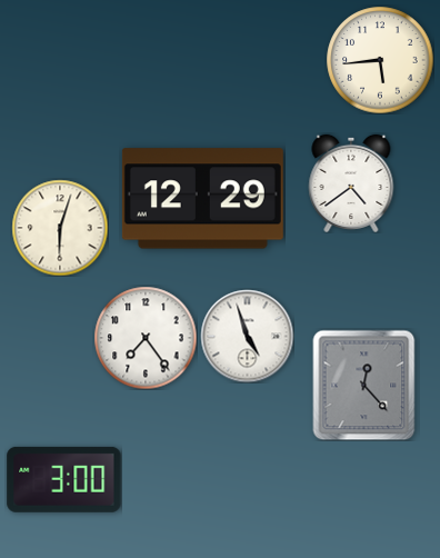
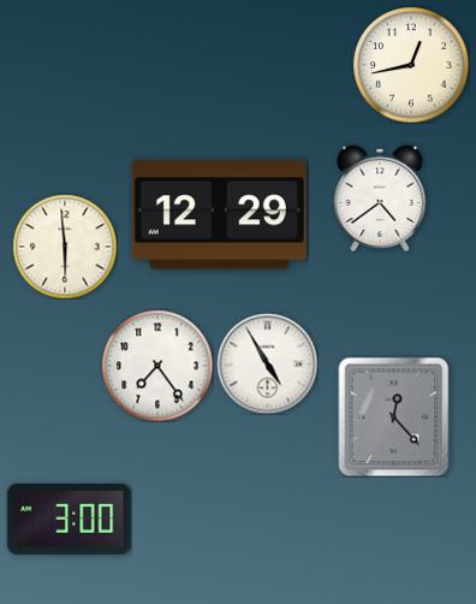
clock at (380, 60): 5:44 -> 12:43
clock at (60, 228): 6:03 -> 5:59
clock at (247, 336): 4:57 -> 4:55
